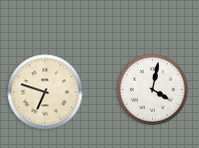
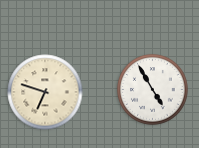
clock at (153, 90): 4:02 -> 4:55
